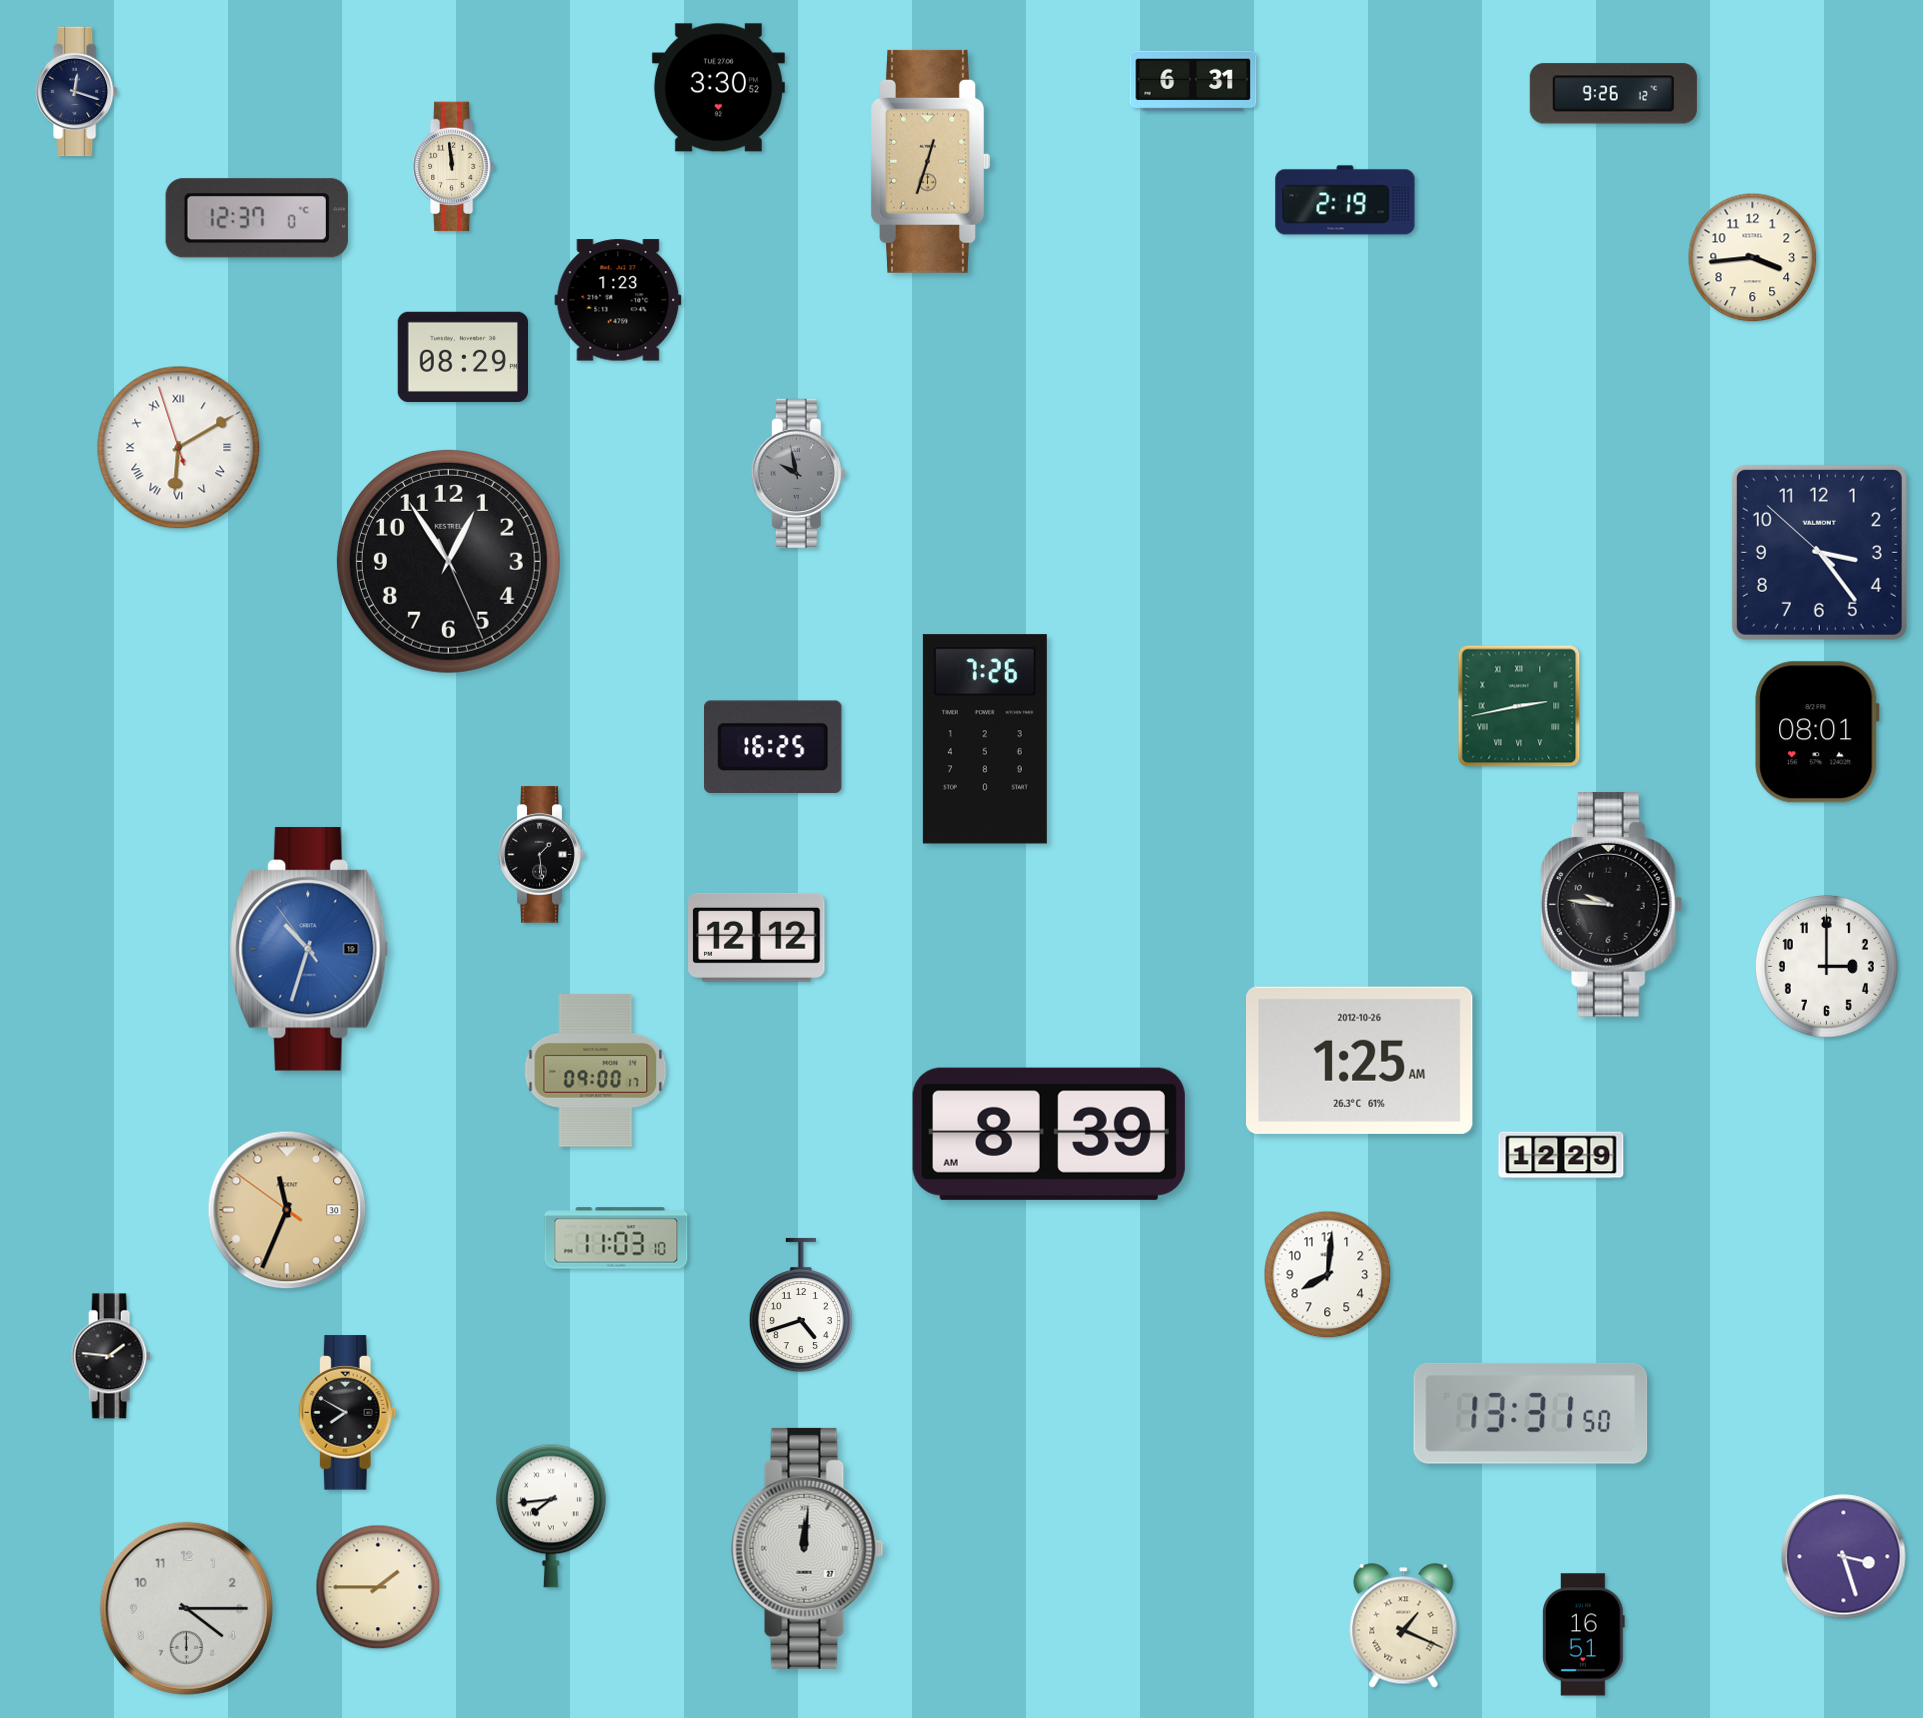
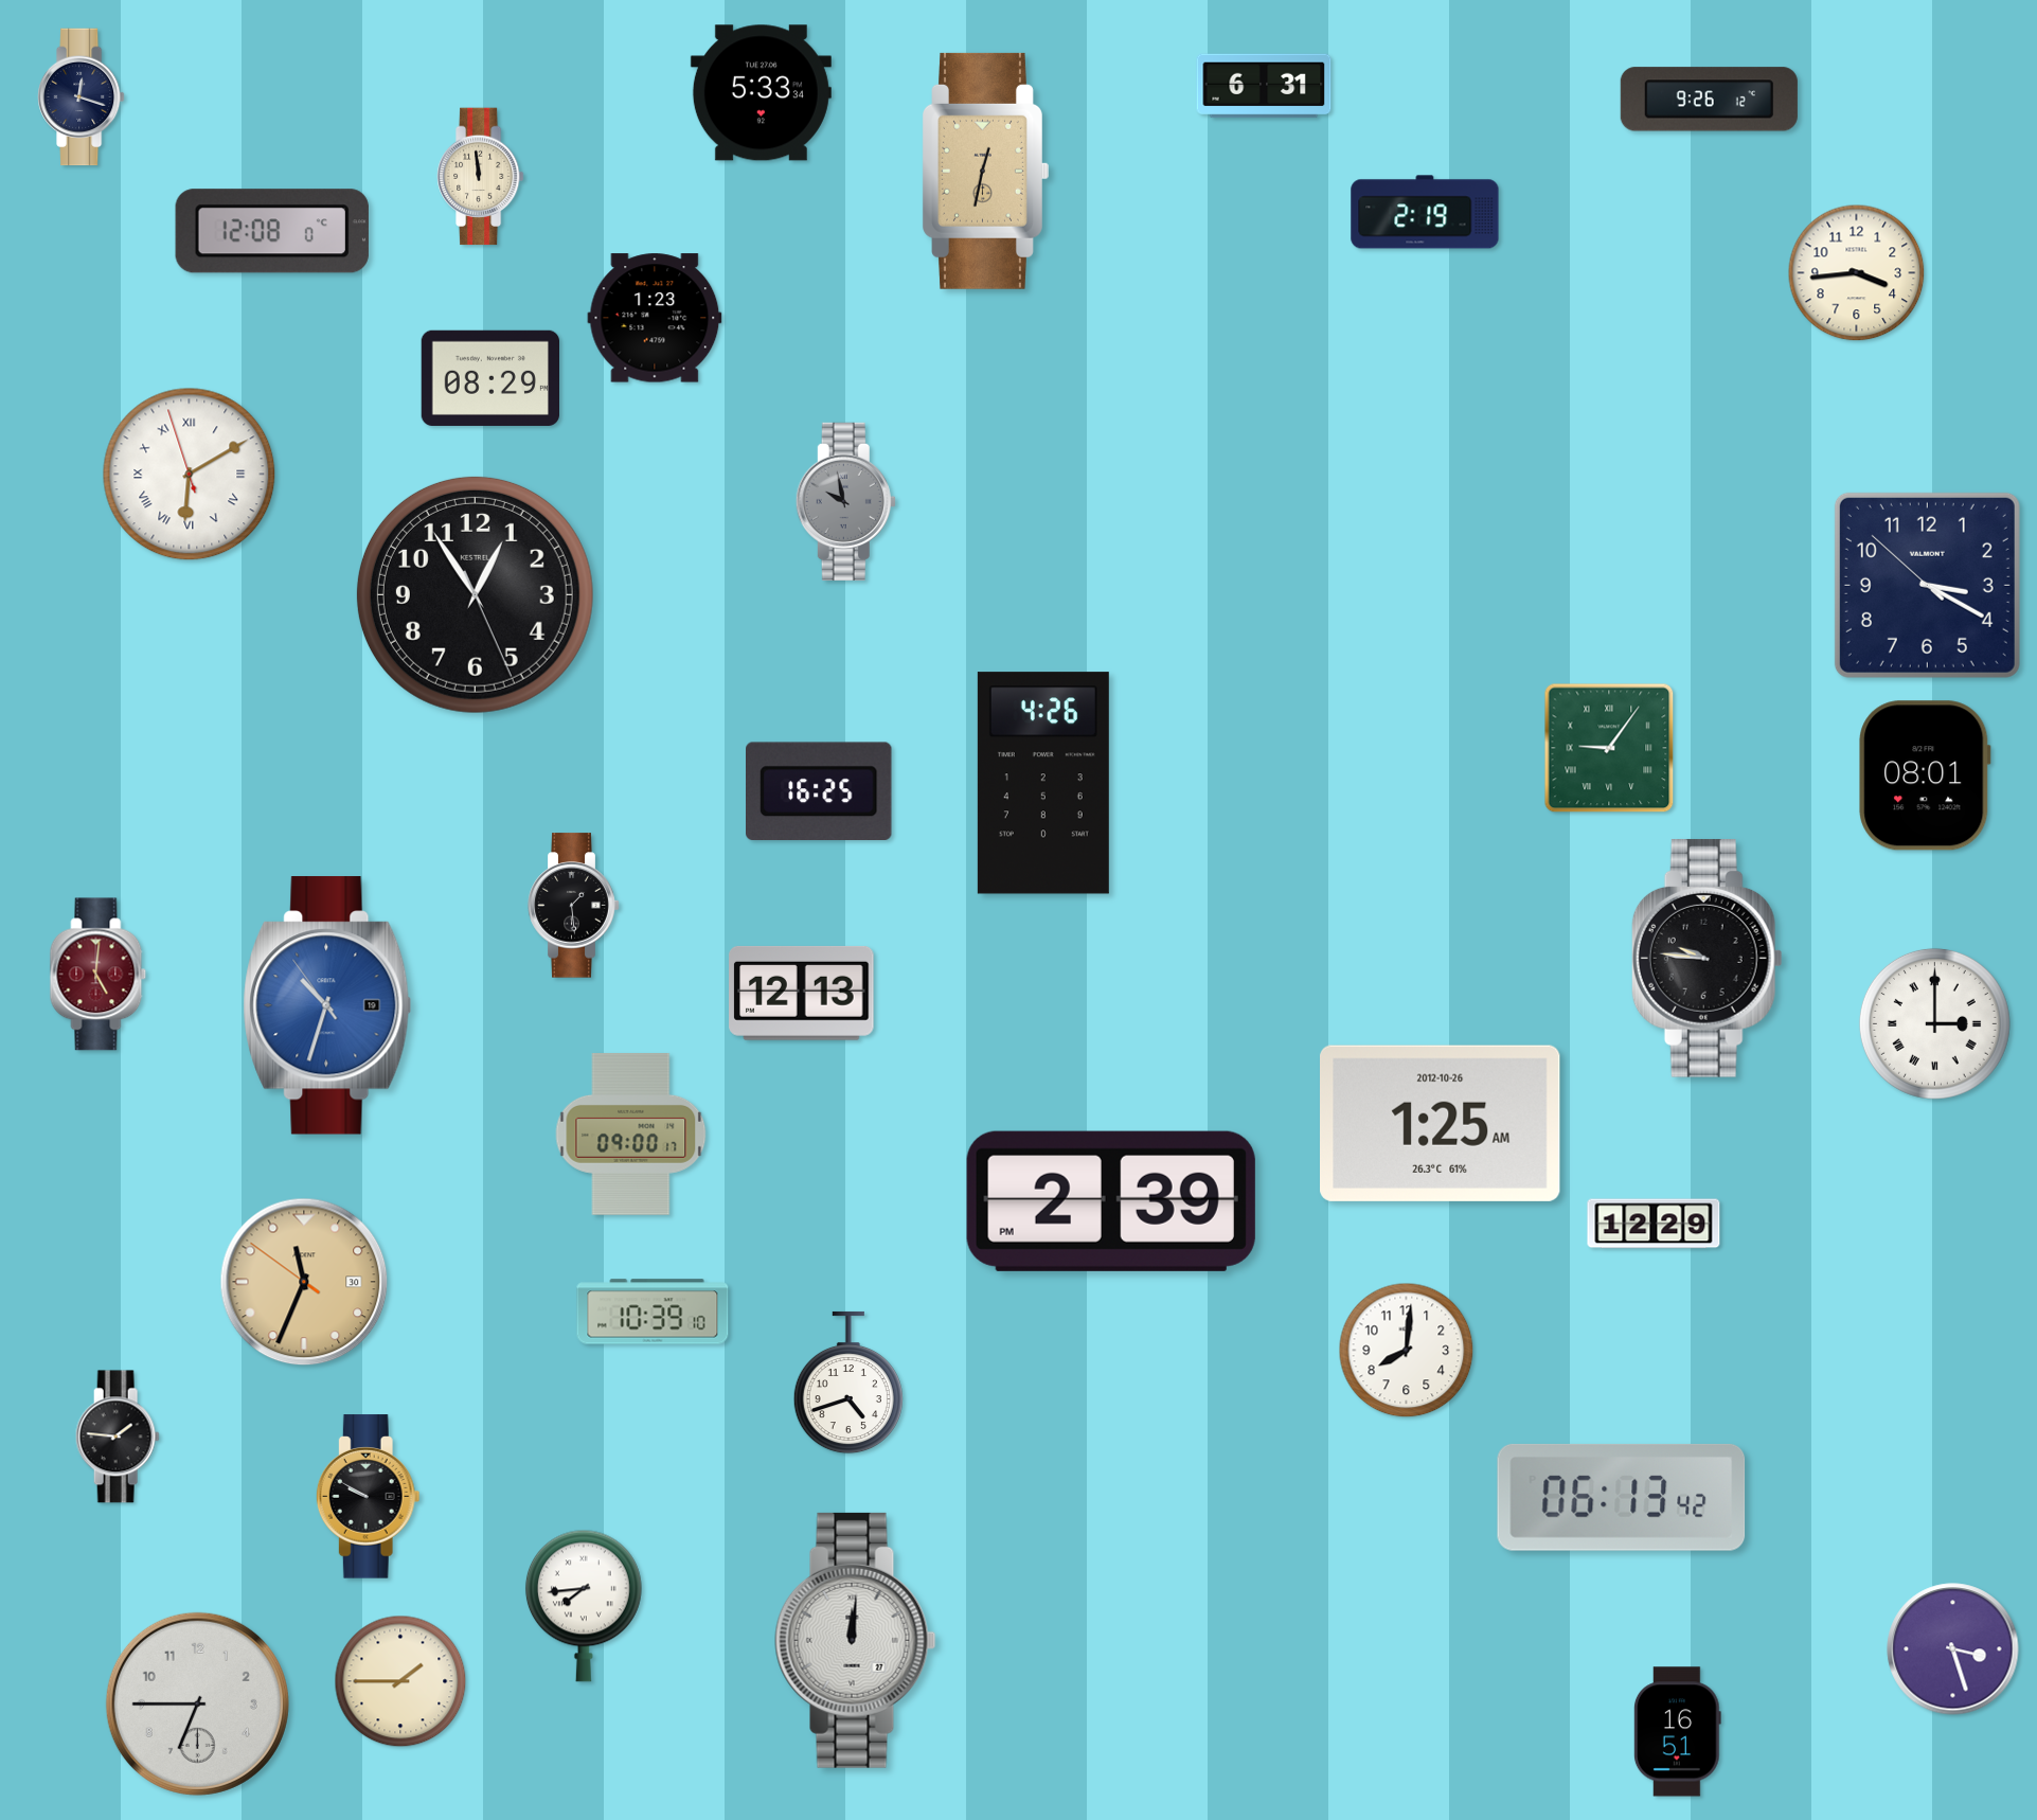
clock at (718, 88): 3:30 -> 5:33
clock at (931, 161): 12:33 -> 12:32
clock at (257, 218): 12:37 -> 12:08
clock at (1819, 552): 3:23 -> 3:19
clock at (1519, 706): 2:43 -> 9:06
clock at (985, 739): 7:26 -> 4:26
clock at (99, 975): none -> 5:01
clock at (757, 937): 12:12 -> 12:13
clock at (1826, 966) numerals: Arabic -> Roman
clock at (1049, 1134): 8:39 -> 2:39
clock at (616, 1238): 11:03 -> 10:39
clock at (347, 1413): 7:50 -> 9:50
clock at (1531, 1413): 13:31 -> 06:13
clock at (186, 1608): 4:15 -> 6:45
clock at (1404, 1626): 1:19 -> none
